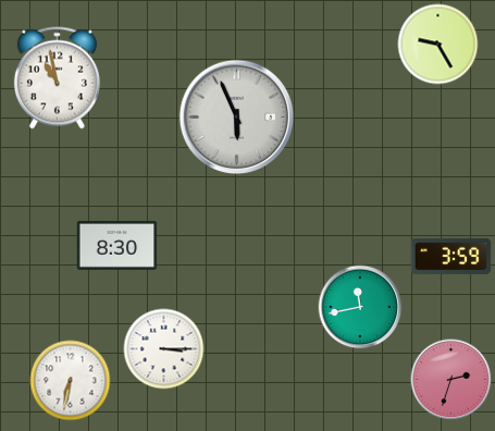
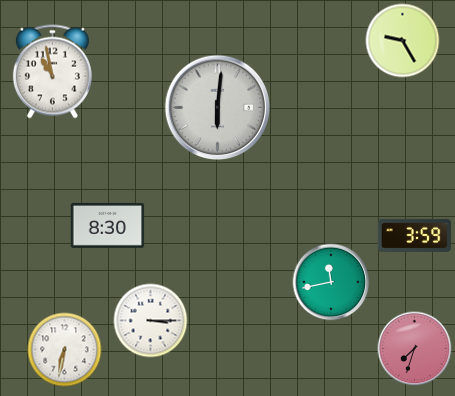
clock at (237, 118): 5:56 -> 6:01
clock at (451, 380): 2:33 -> 7:33
